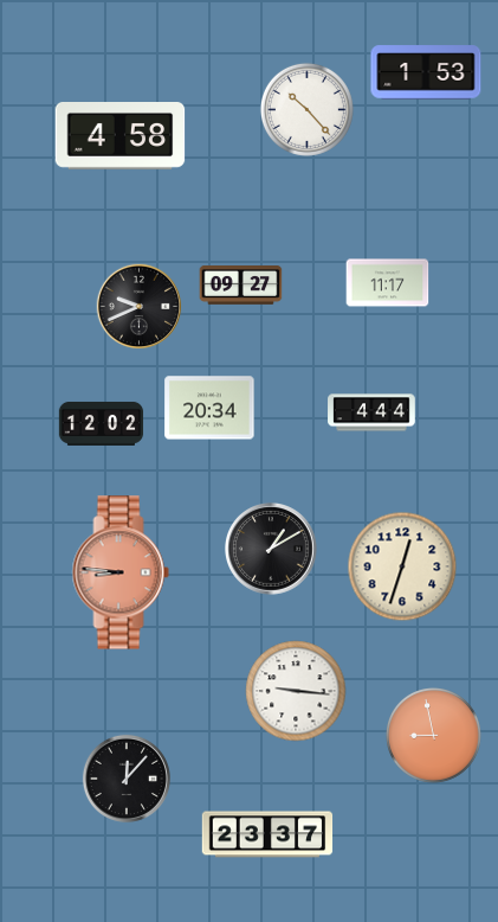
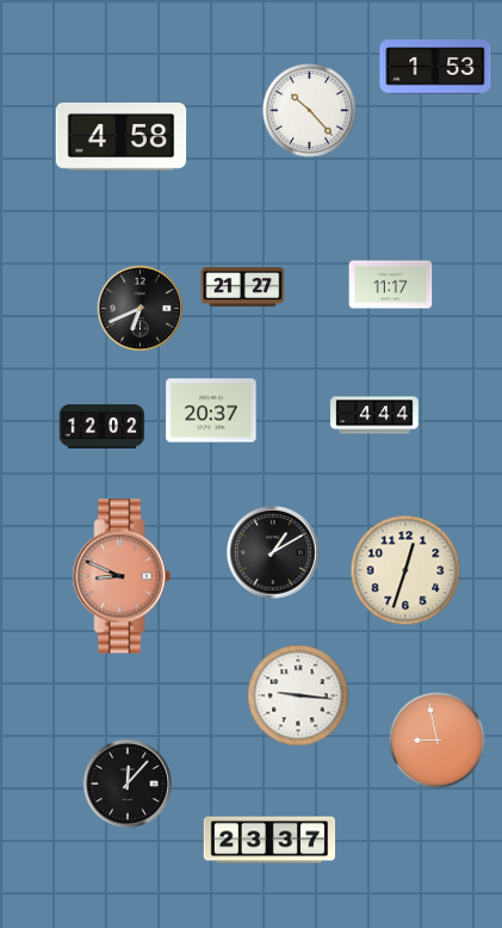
clock at (426, 72) position: (426, 72) -> (435, 67)
clock at (241, 286): 09:27 -> 21:27
clock at (140, 307): 9:41 -> 6:41
clock at (209, 408): 20:34 -> 20:37
clock at (121, 572): 8:46 -> 8:49
